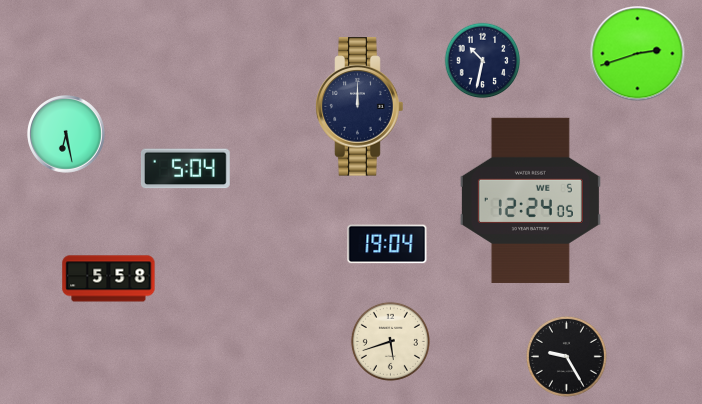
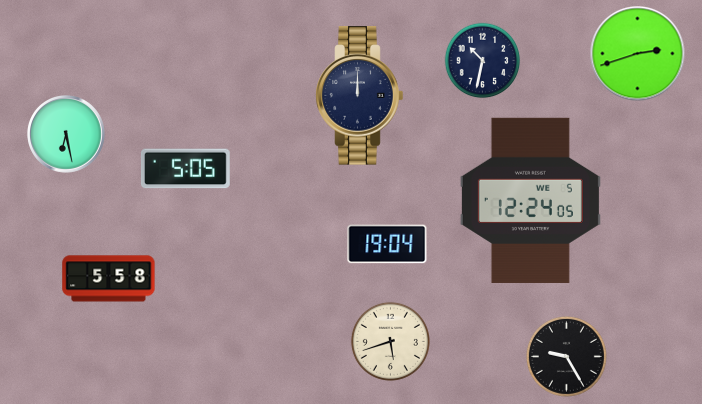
clock at (360, 107) position: (360, 107) -> (360, 96)
clock at (185, 169): 5:04 -> 5:05
